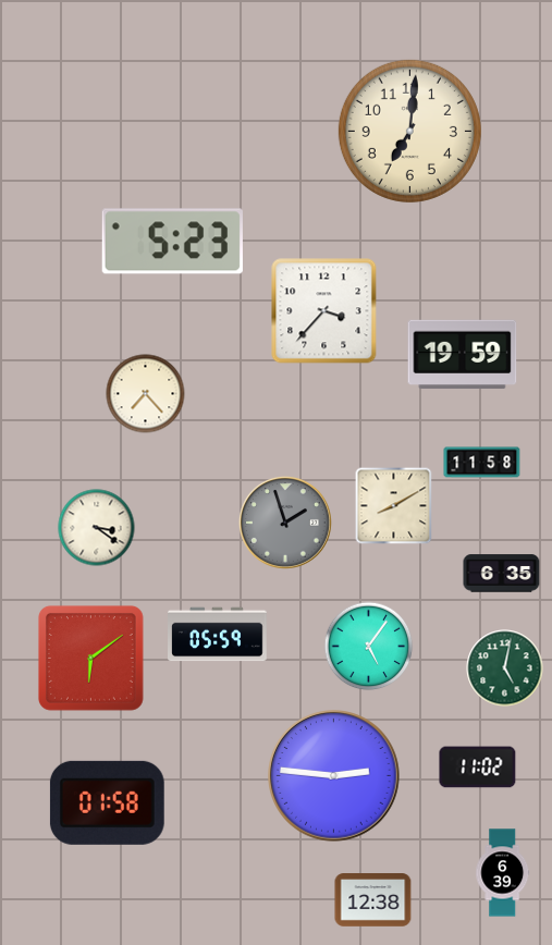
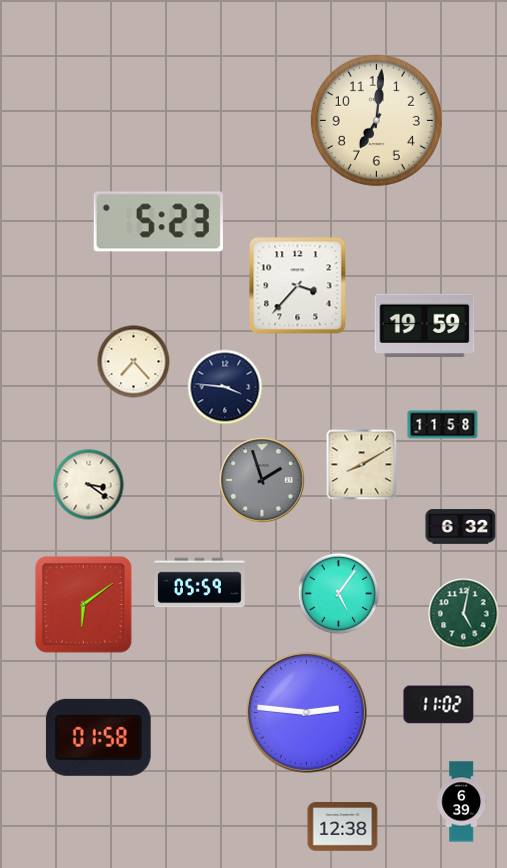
clock at (225, 387): none -> 3:46
clock at (502, 574): 6:35 -> 6:32
